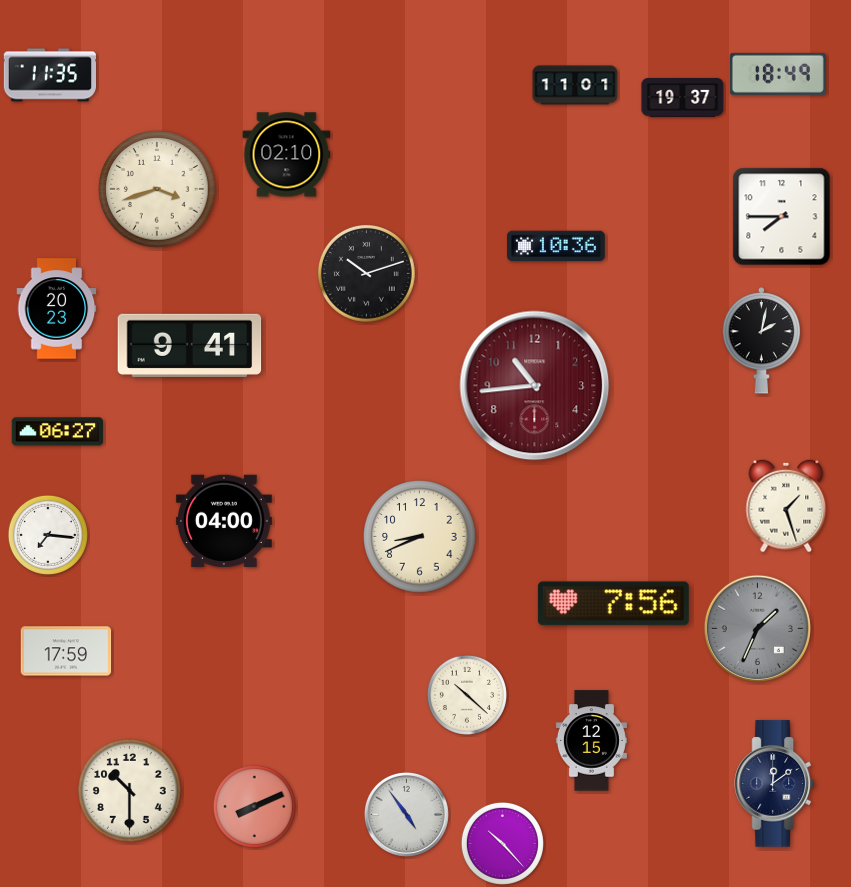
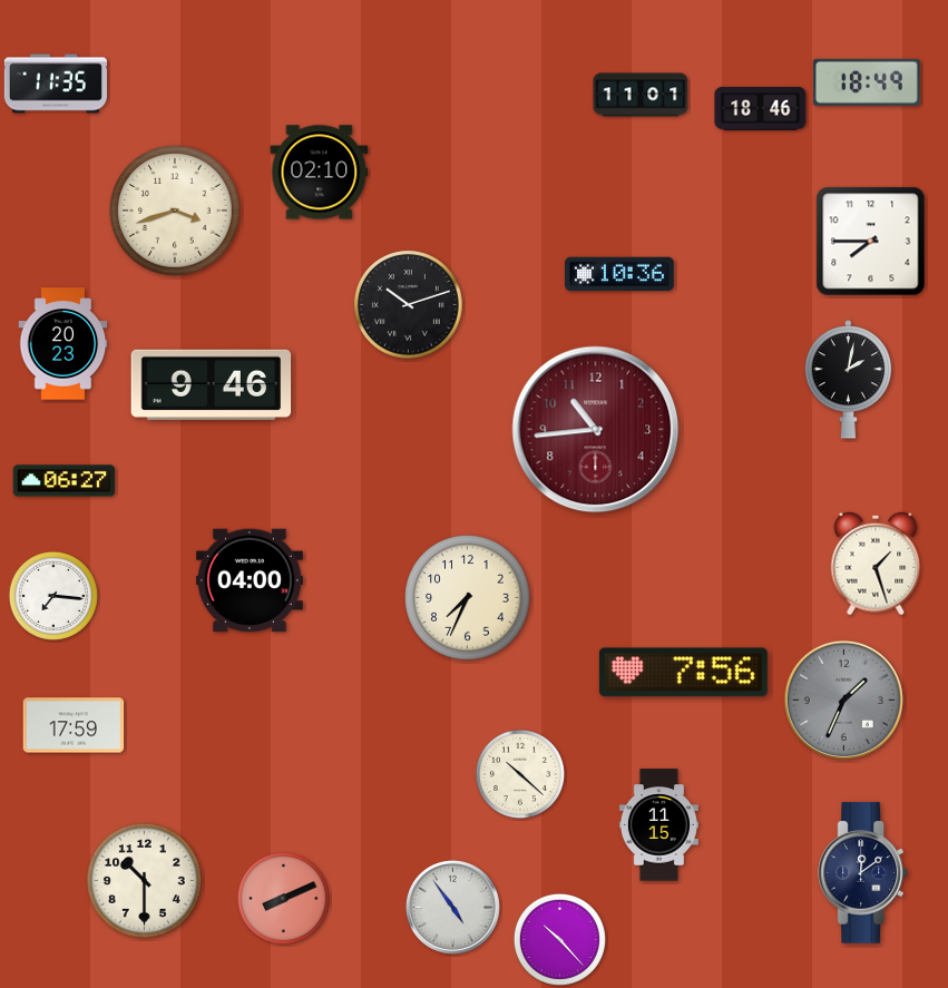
clock at (683, 98): 19:37 -> 18:46
clock at (190, 345): 9:41 -> 9:46
clock at (420, 537): 8:41 -> 7:34
clock at (591, 741): 12:15 -> 11:15
